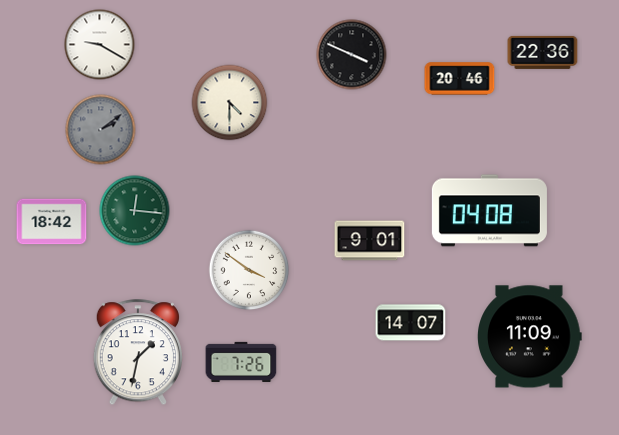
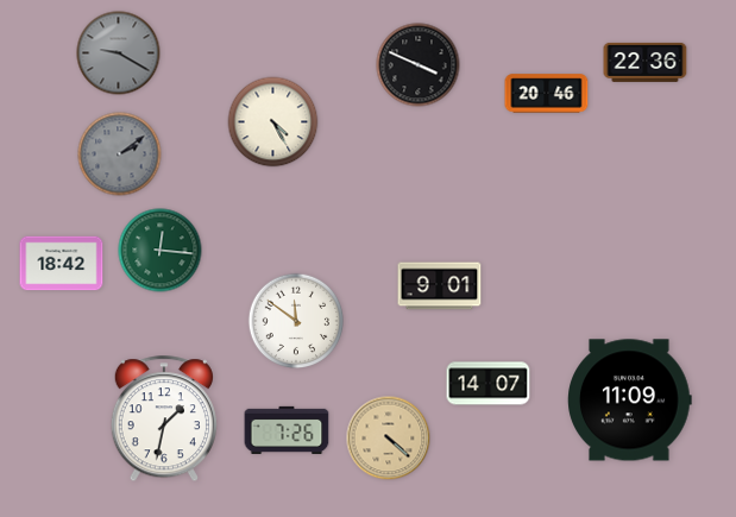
clock at (100, 45) dial: white -> grey
clock at (230, 103): 4:30 -> 4:25
clock at (489, 211): 04:08 -> none
clock at (249, 270): 3:51 -> 11:51
clock at (389, 439): none -> 4:22
